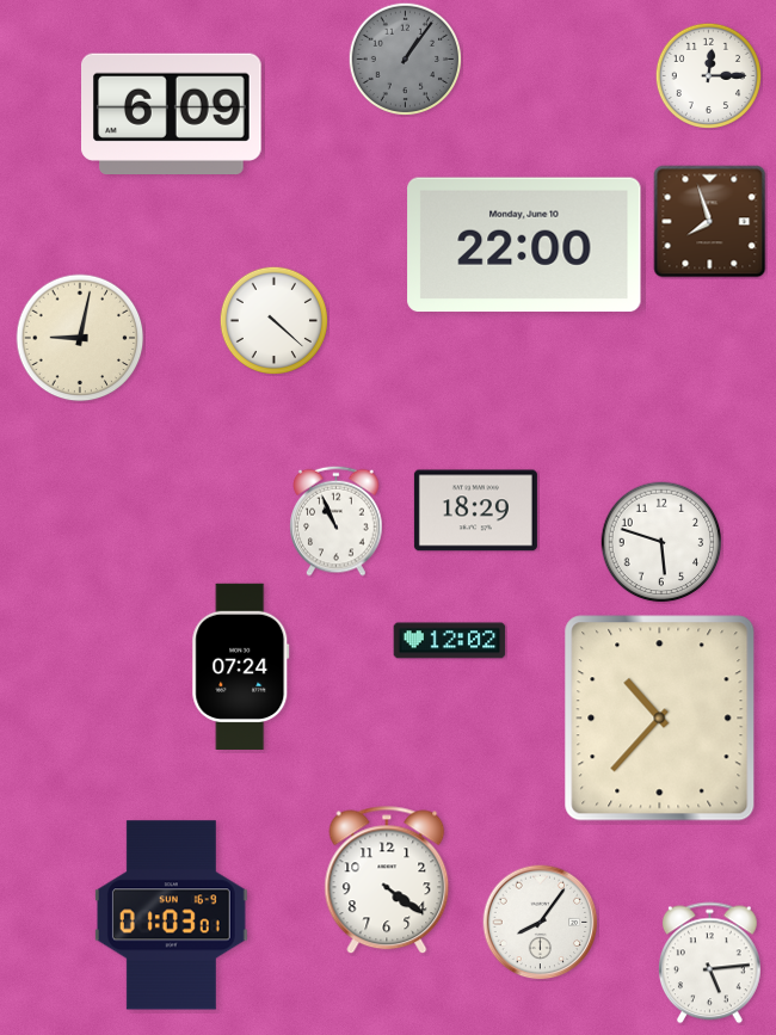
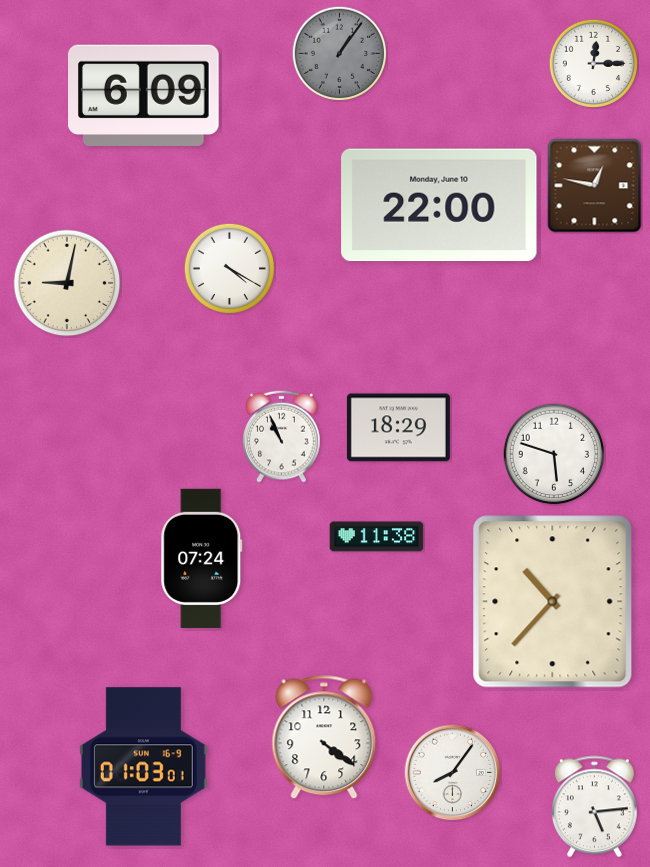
clock at (405, 58) position: (405, 58) -> (339, 53)
clock at (710, 222): 7:57 -> 12:47
clock at (273, 320): 4:22 -> 4:20
clock at (450, 641): 12:02 -> 11:38
